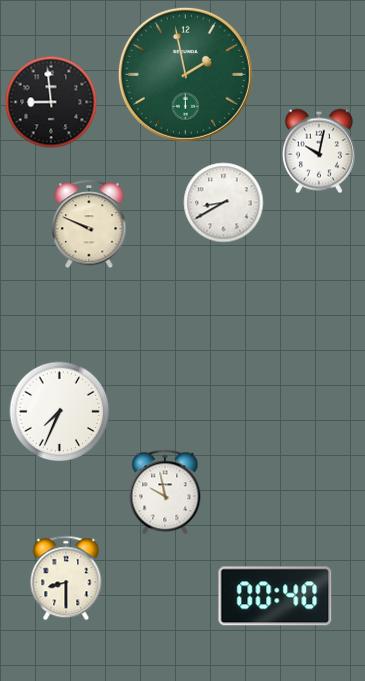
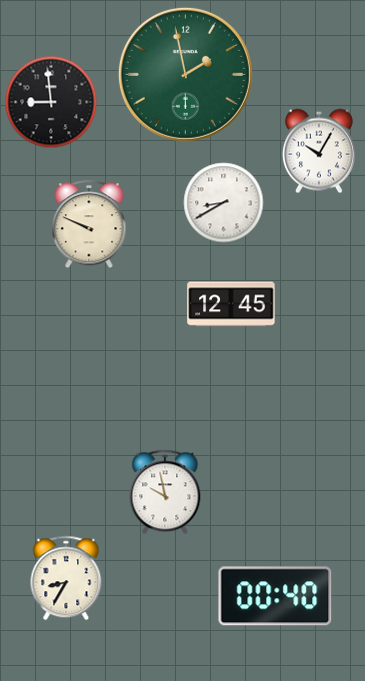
clock at (319, 151): 10:02 -> 10:05
clock at (231, 304): none -> 12:45
clock at (60, 412): 7:34 -> none
clock at (66, 578): 8:30 -> 8:35
